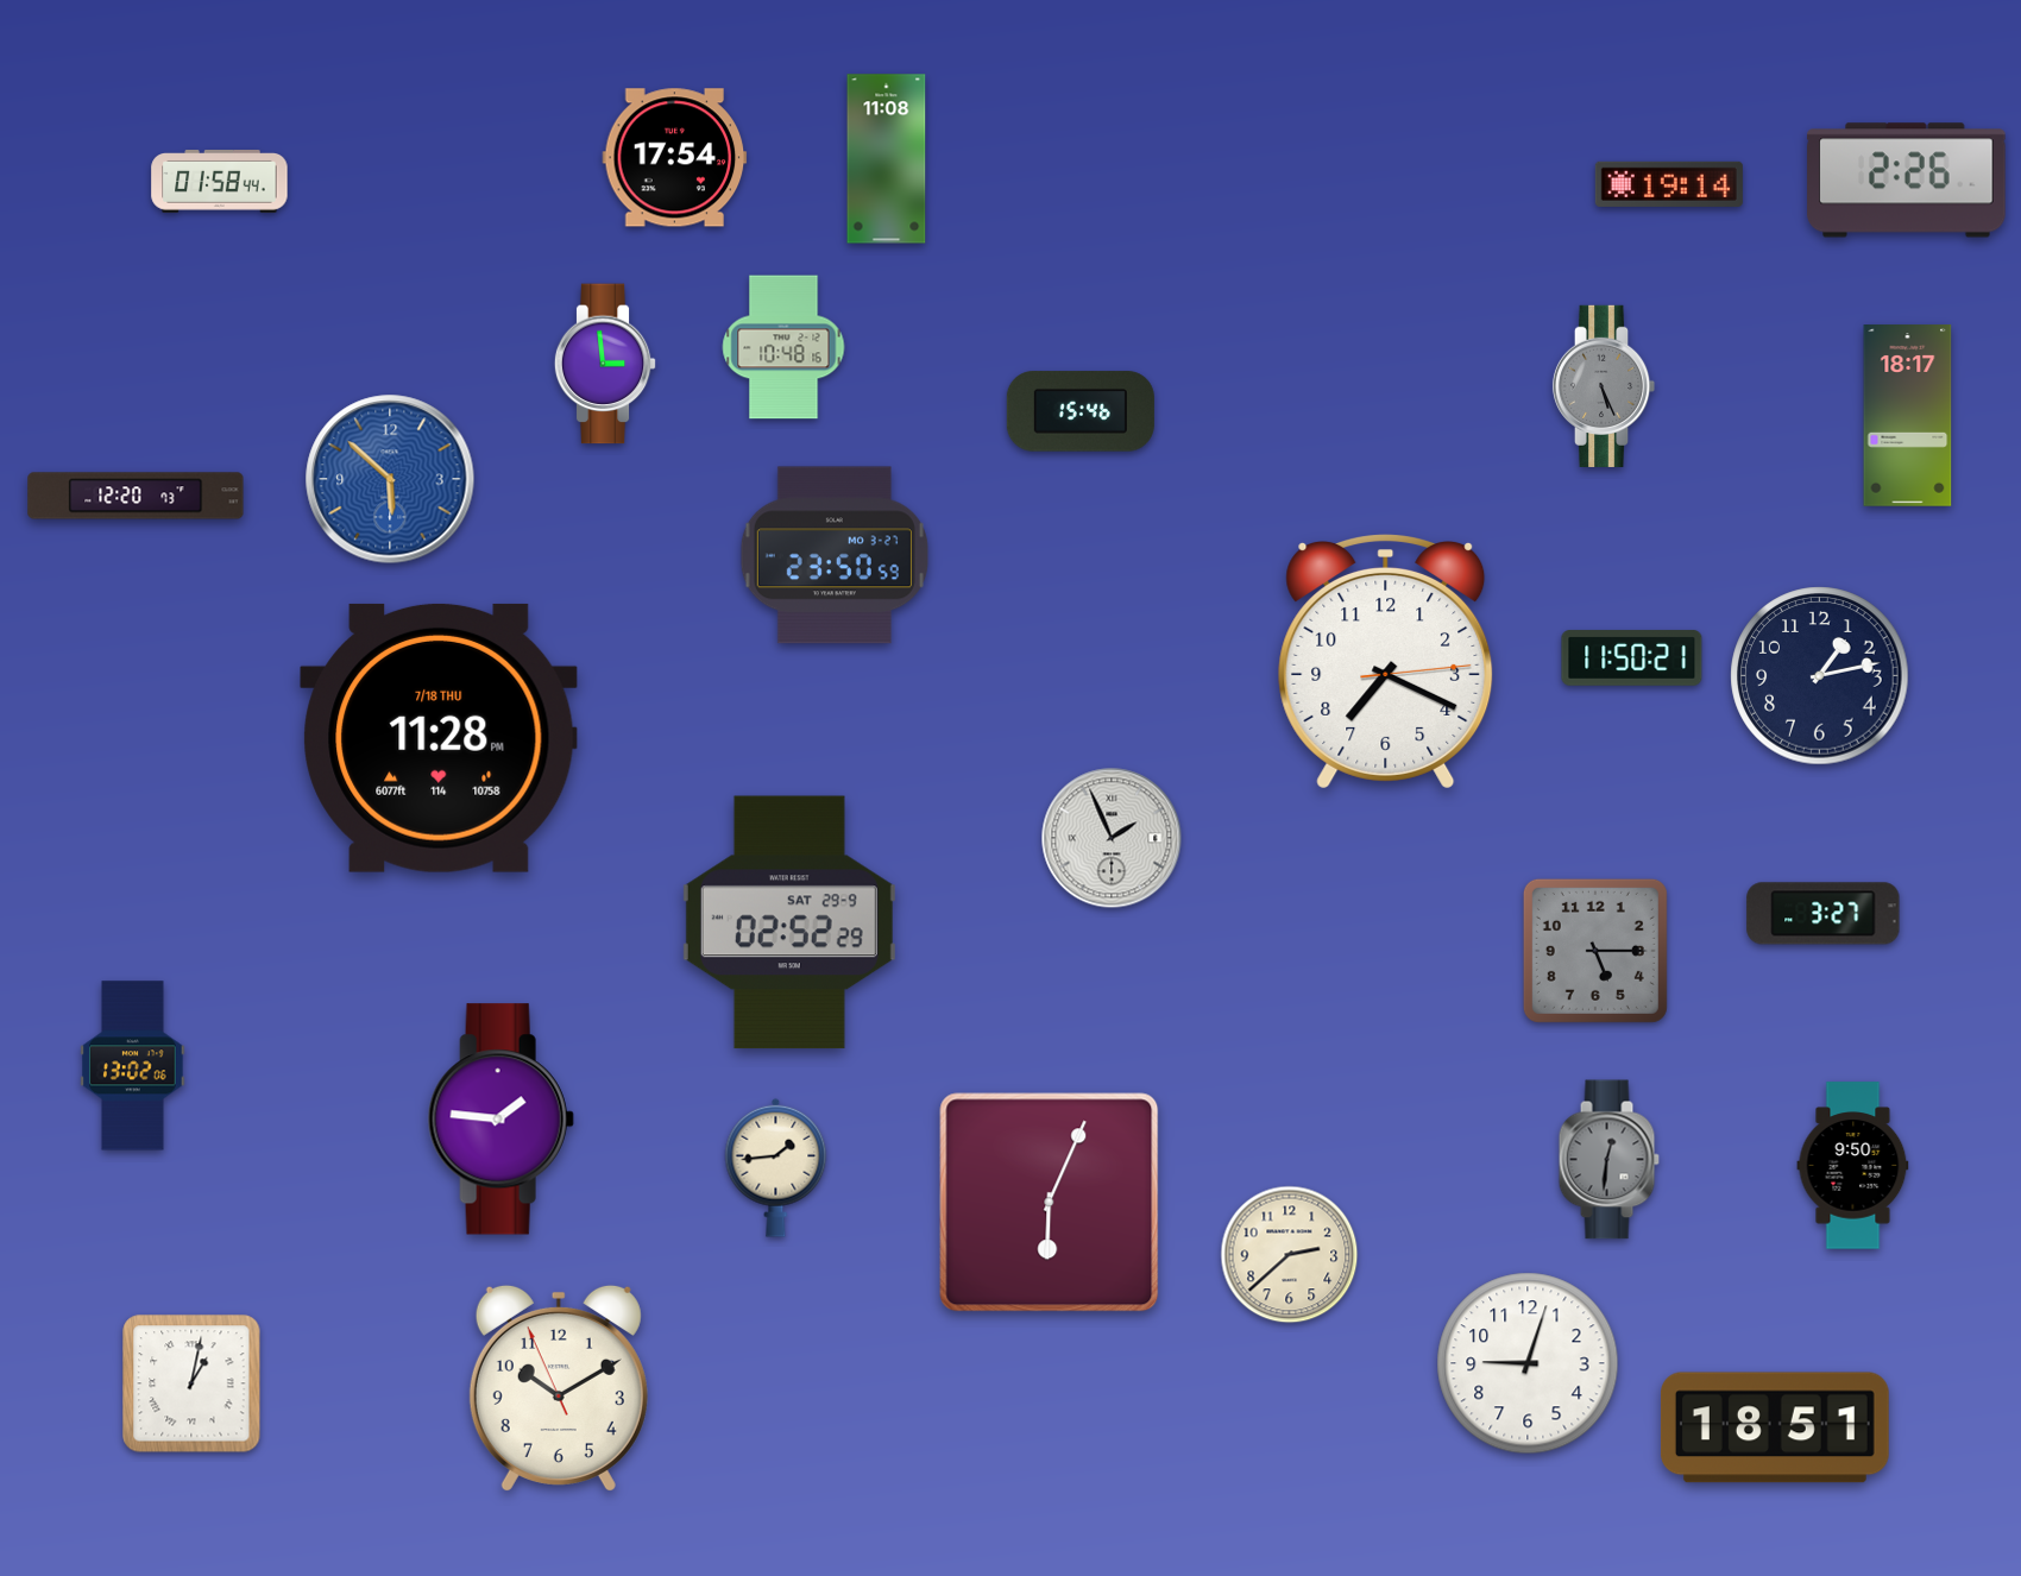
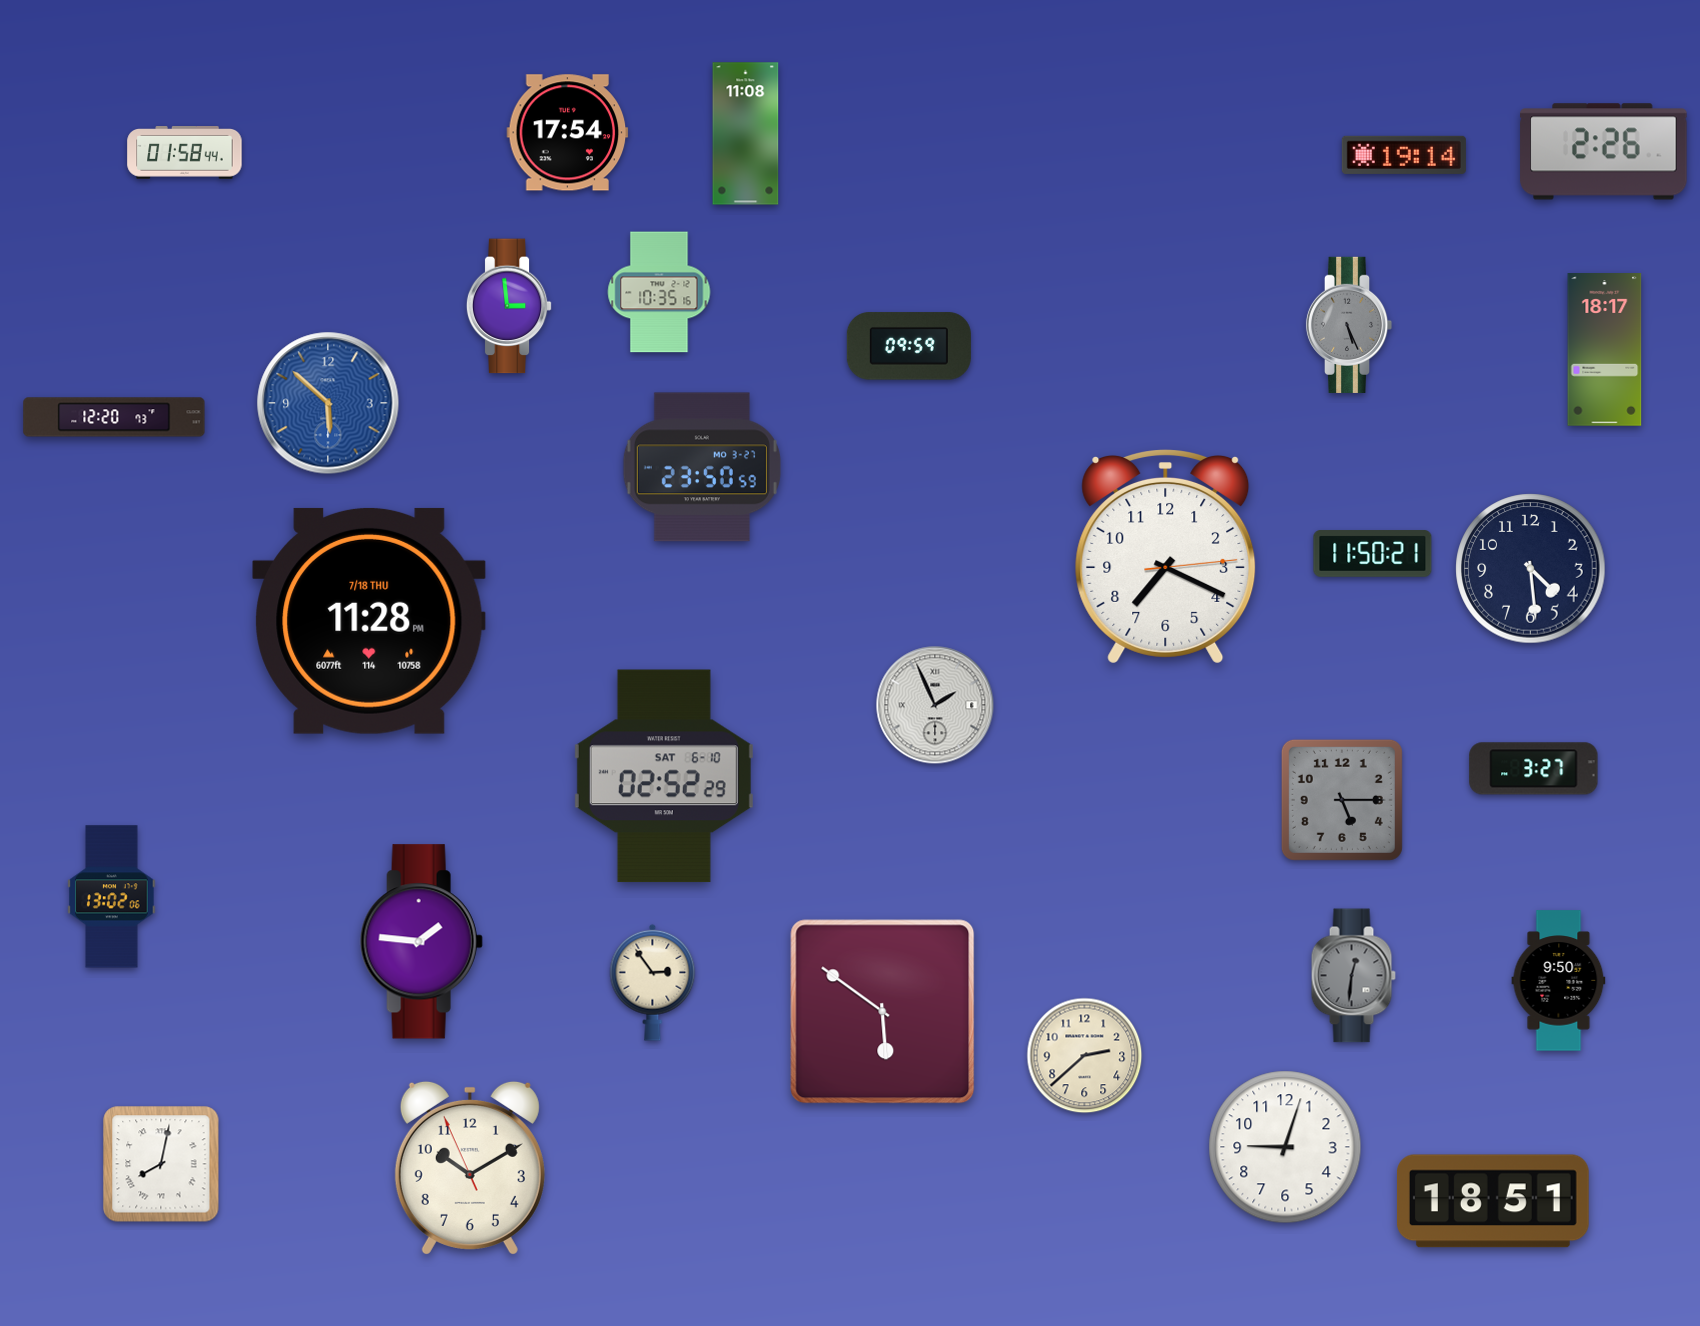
clock at (783, 347): 10:48 -> 10:35
clock at (1081, 411): 15:46 -> 09:59
clock at (1820, 676): 1:13 -> 4:29
clock at (789, 922) date: SAT 29-9 -> SAT 6-10
clock at (776, 1167): 1:44 -> 2:54
clock at (1050, 1203): 6:04 -> 5:51
clock at (191, 1383): 1:02 -> 8:02
